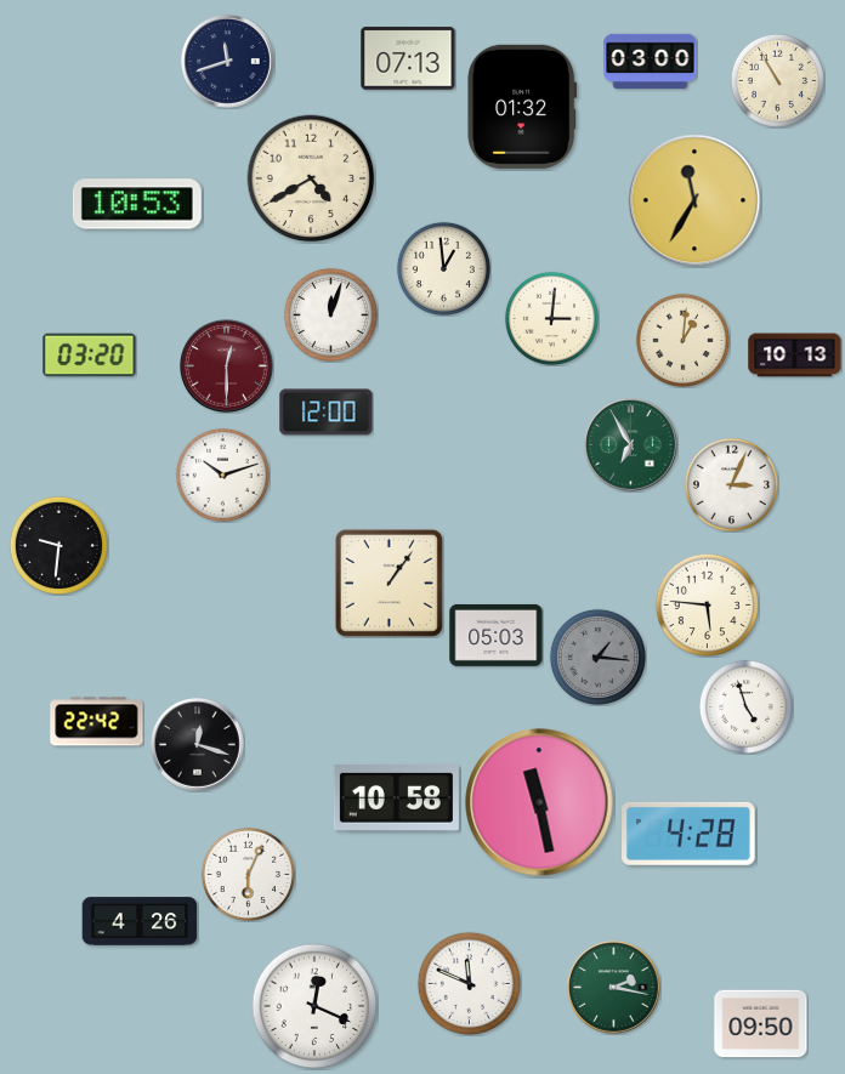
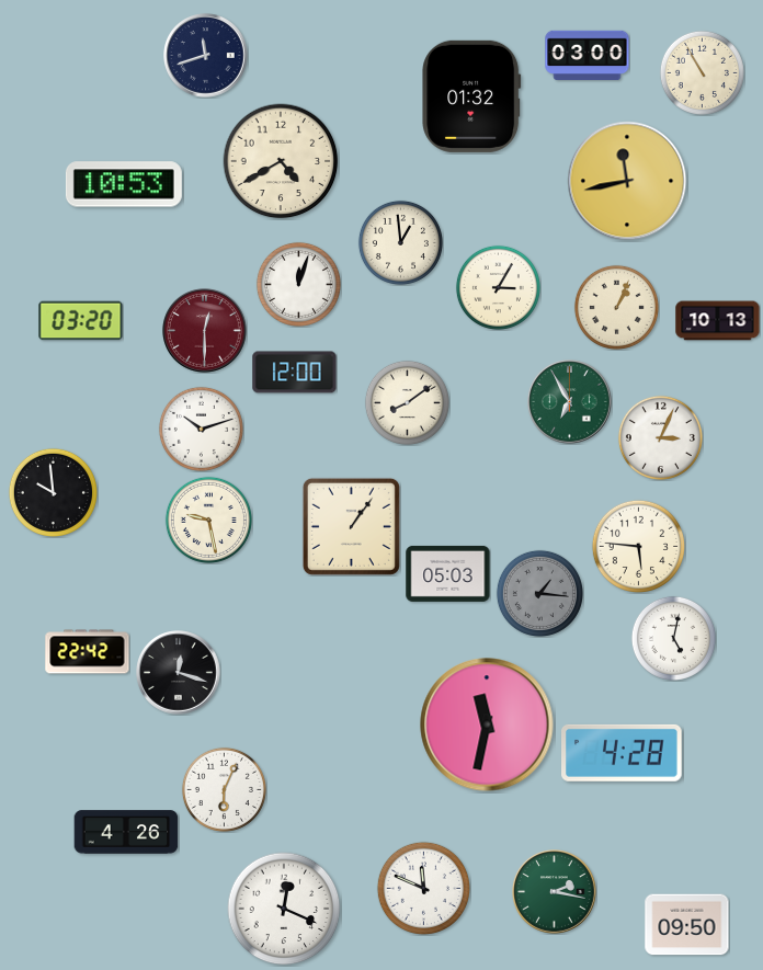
clock at (408, 58): 07:13 -> none
clock at (694, 200): 11:35 -> 11:43
clock at (551, 318): 3:01 -> 3:05
clock at (682, 340): 1:01 -> 1:04
clock at (407, 402): none -> 8:09
clock at (58, 545): 9:31 -> 9:59
clock at (208, 520): none -> 9:28
clock at (745, 706): 4:57 -> 5:02
clock at (396, 799): 10:58 -> none
clock at (539, 802): 11:28 -> 11:32
